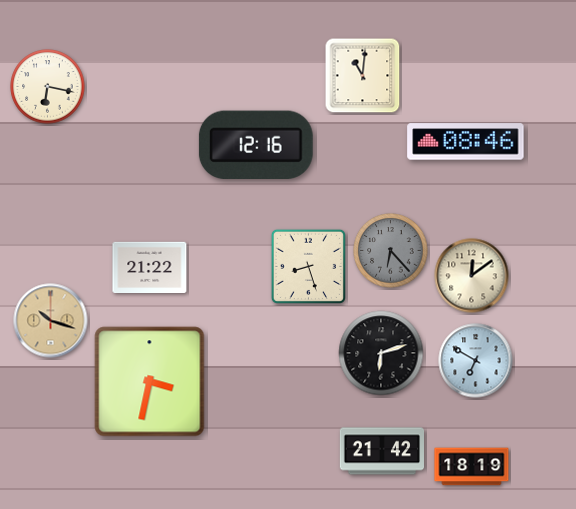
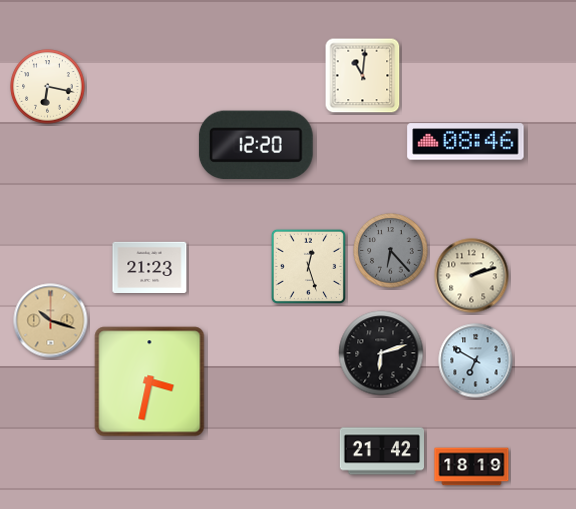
clock at (256, 145): 12:16 -> 12:20
clock at (308, 266): 8:27 -> 12:27
clock at (150, 267): 21:22 -> 21:23
clock at (472, 276): 12:09 -> 2:12
